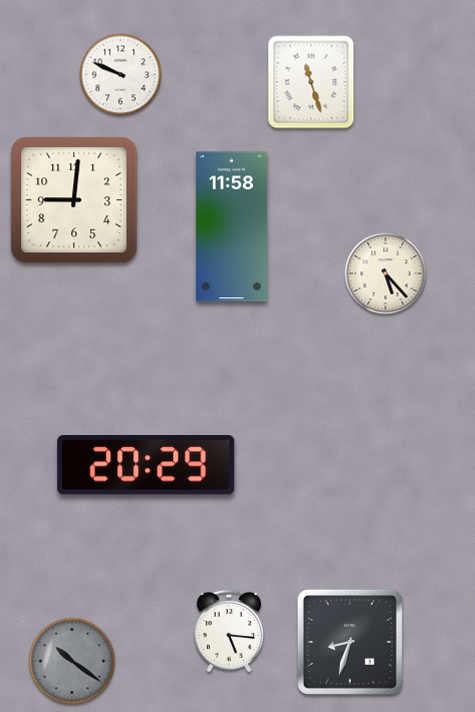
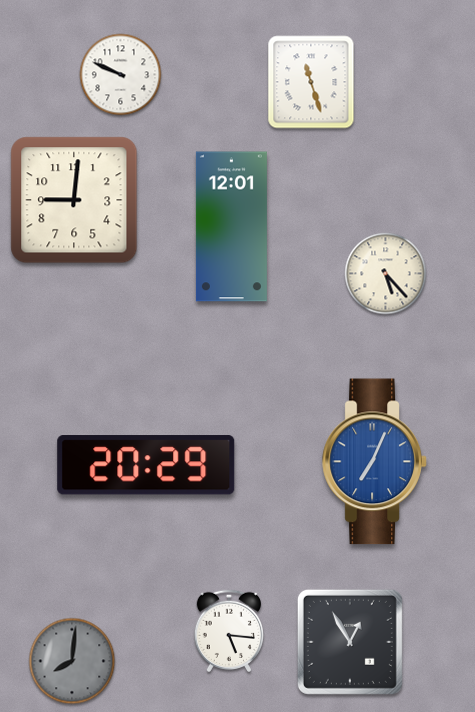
clock at (231, 227): 11:58 -> 12:01
clock at (375, 462): none -> 7:04
clock at (350, 642): 8:33 -> 12:55
clock at (72, 661): 10:21 -> 8:01
